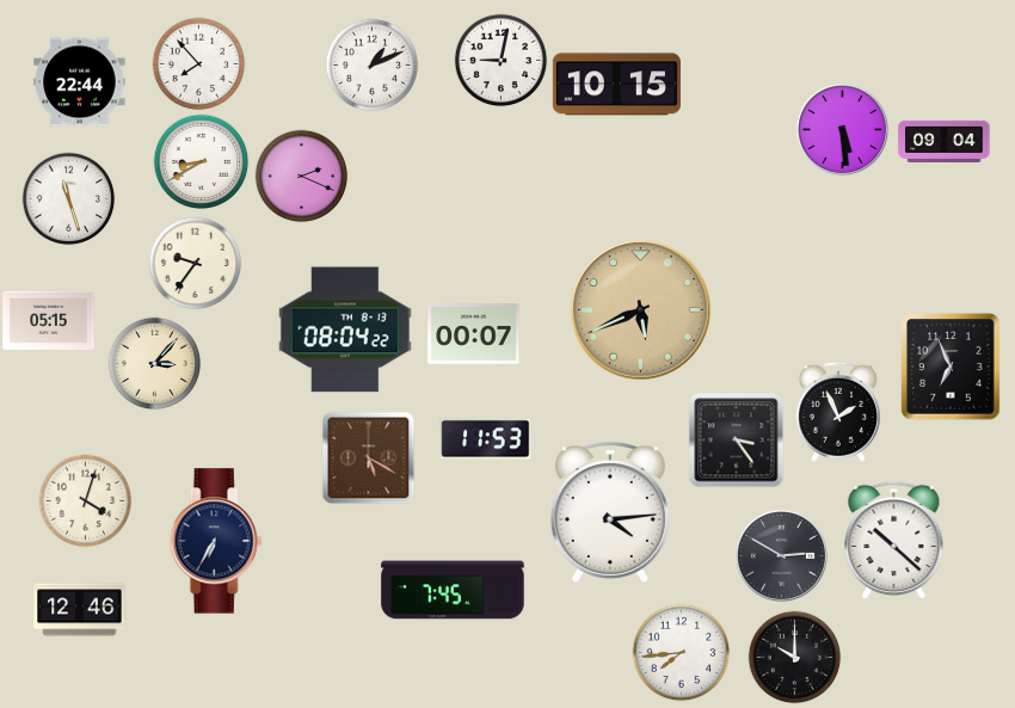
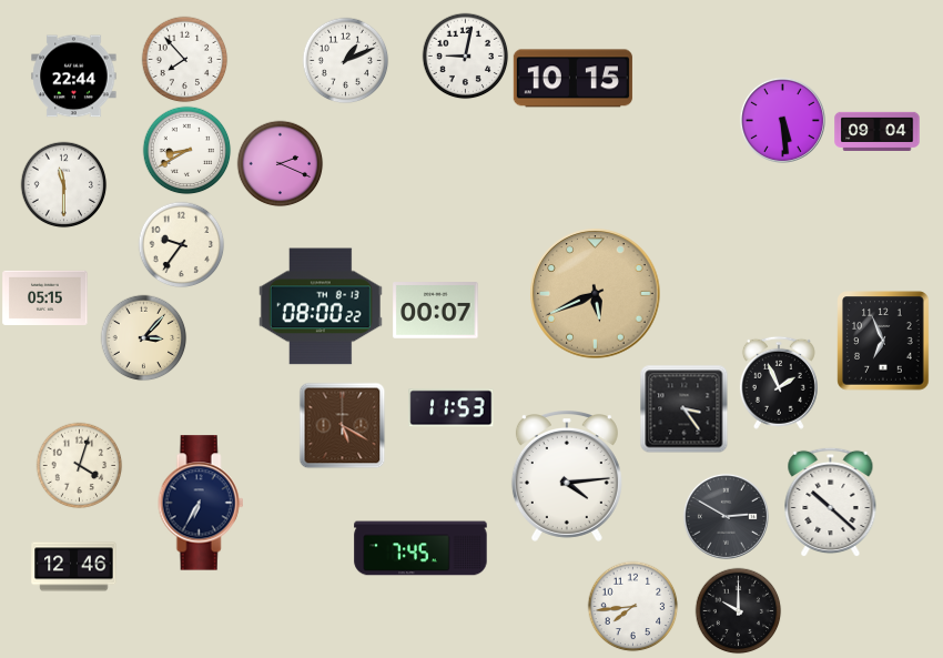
clock at (68, 198): 11:27 -> 11:30
clock at (641, 310) position: (641, 310) -> (596, 294)
clock at (345, 330): 08:04 -> 08:00
clock at (474, 334) position: (474, 334) -> (436, 311)
